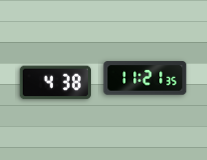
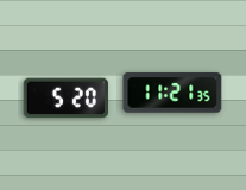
clock at (55, 83): 4:38 -> 5:20
